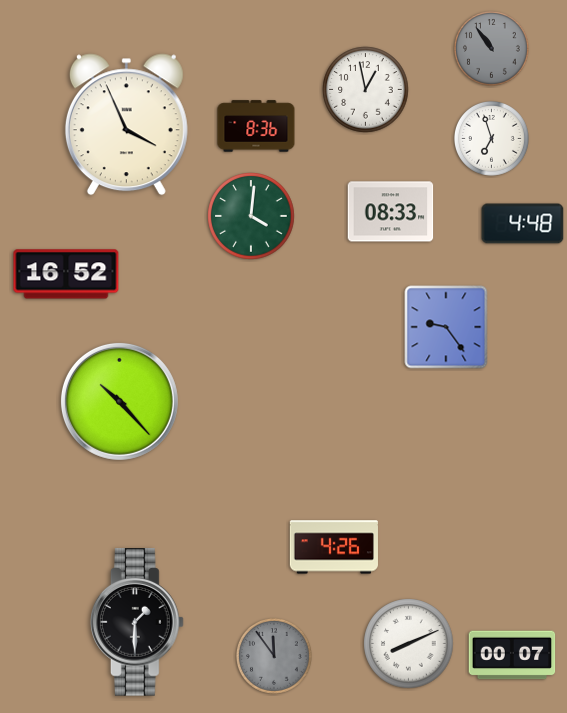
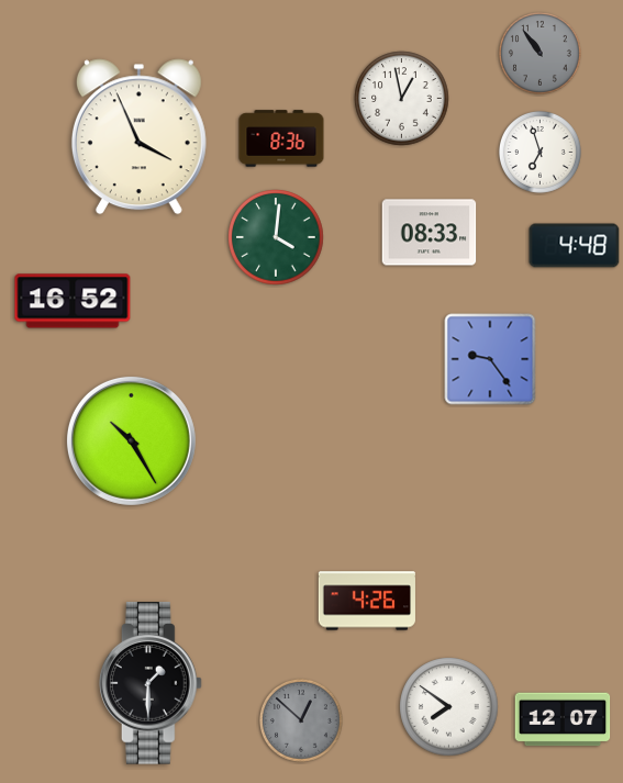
clock at (119, 401): 10:23 -> 10:25
clock at (409, 644): 8:11 -> 7:51
clock at (512, 655): 00:07 -> 12:07
clock at (275, 657): 11:54 -> 12:52
